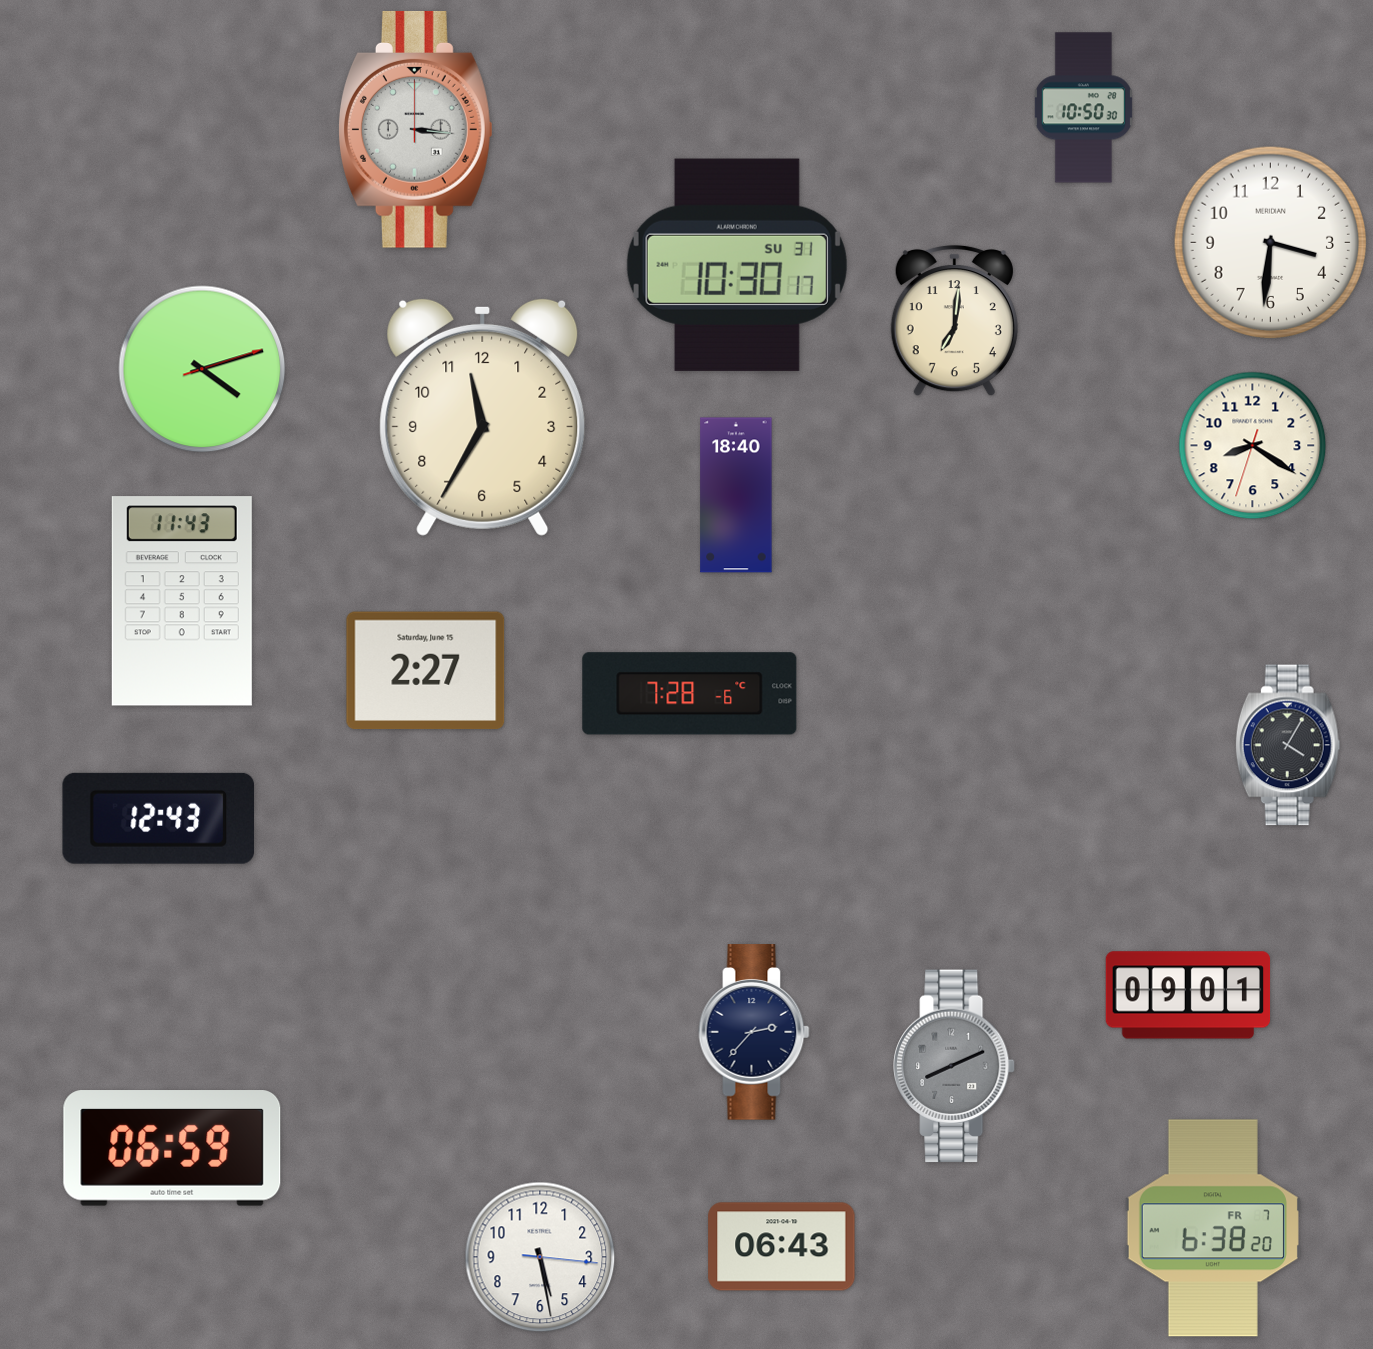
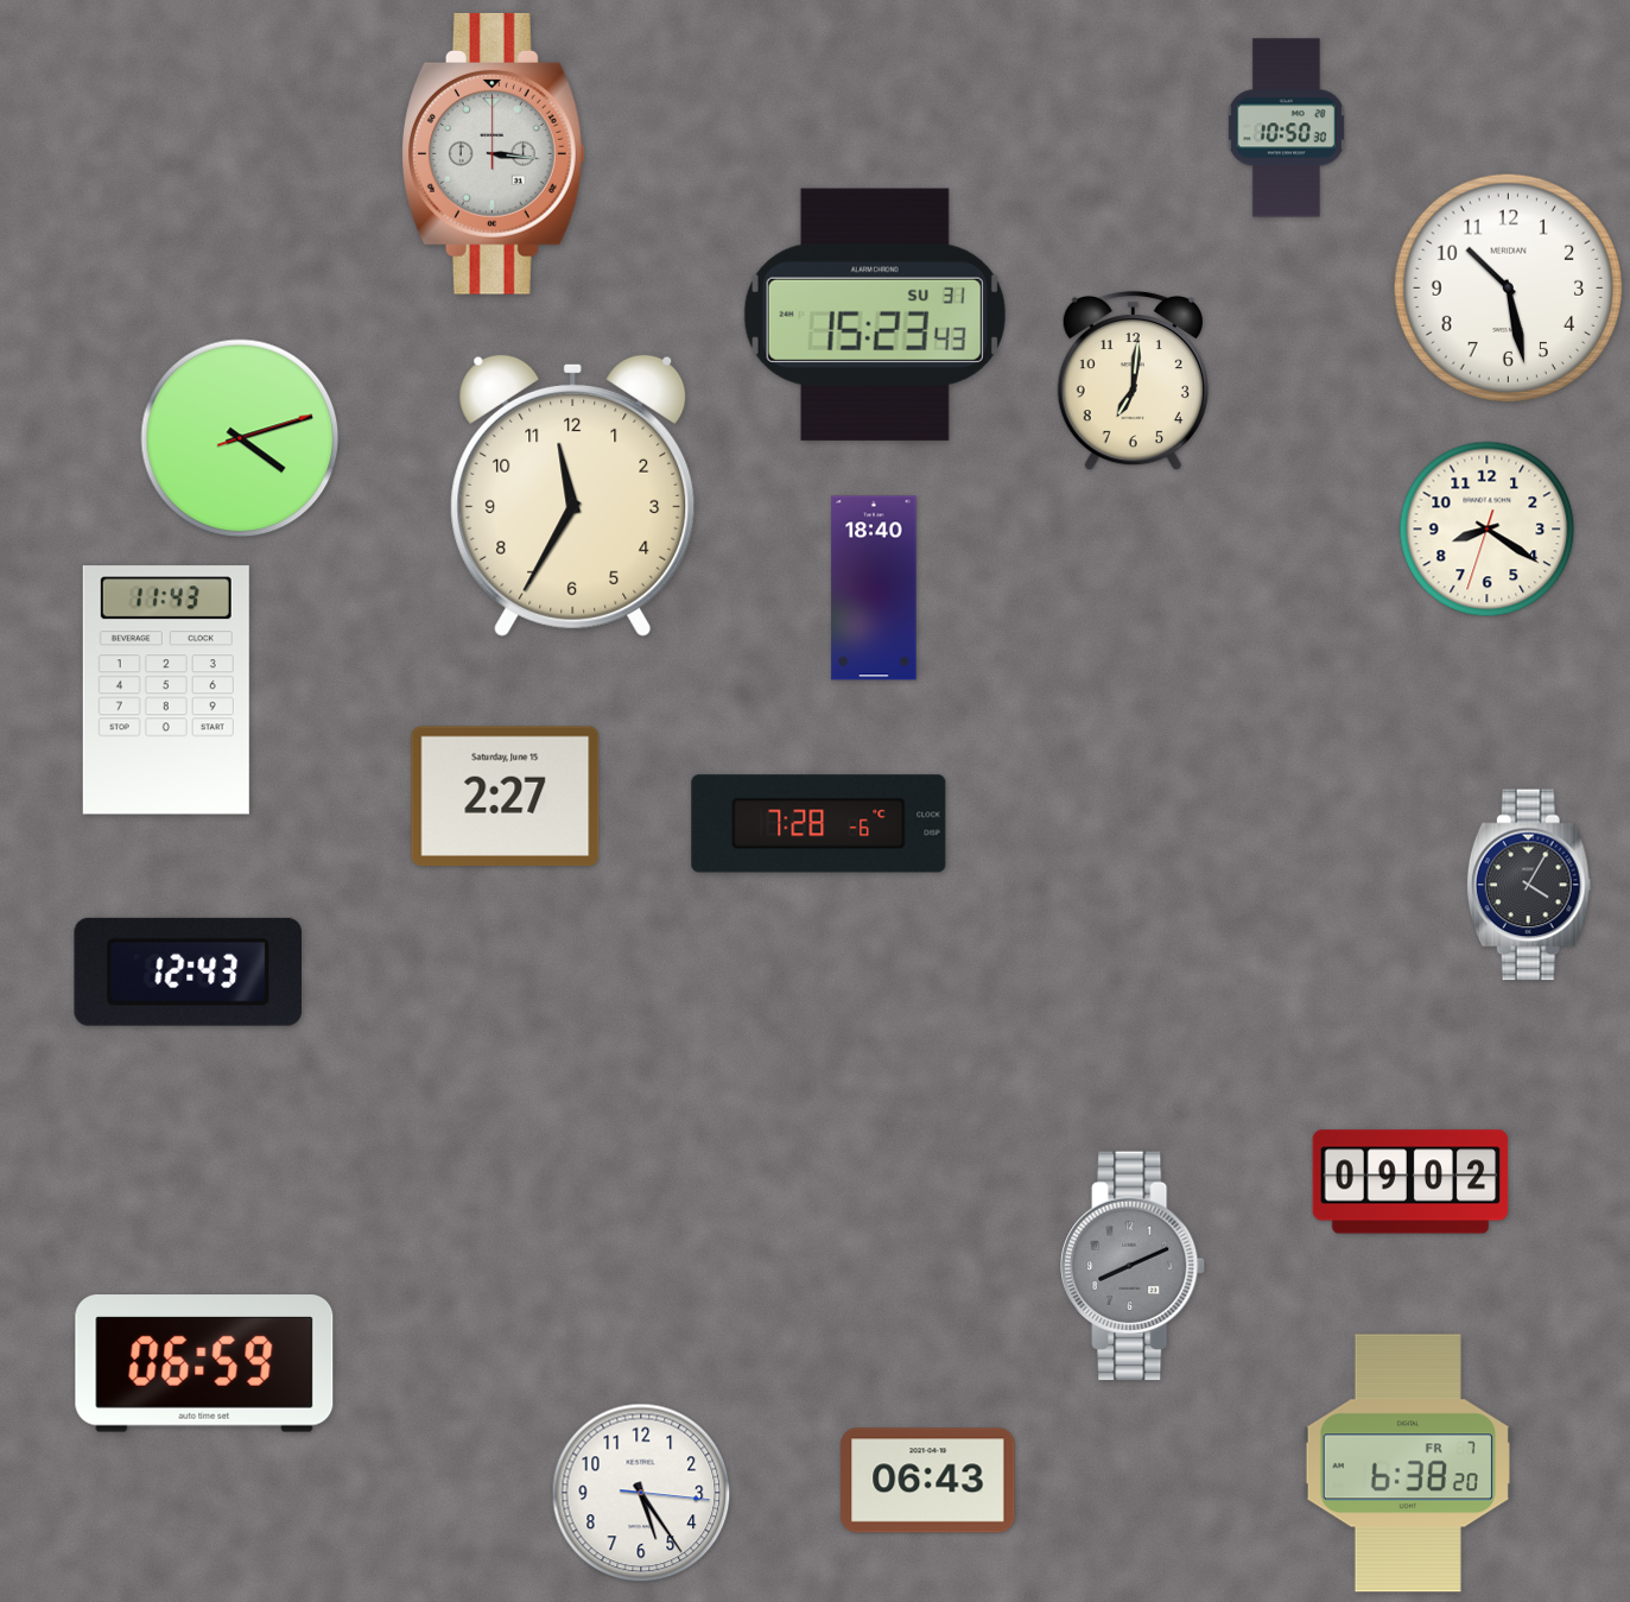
clock at (1271, 243): 3:31 -> 10:28
clock at (737, 265): 10:30 -> 15:23
clock at (182, 601) position: (182, 601) -> (166, 690)
clock at (1188, 995): 09:01 -> 09:02
clock at (754, 1032): 2:37 -> none
clock at (1213, 1228) position: (1213, 1228) -> (1408, 1463)
clock at (540, 1257): 5:28 -> 5:24
